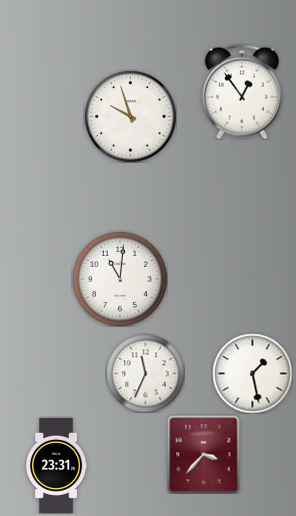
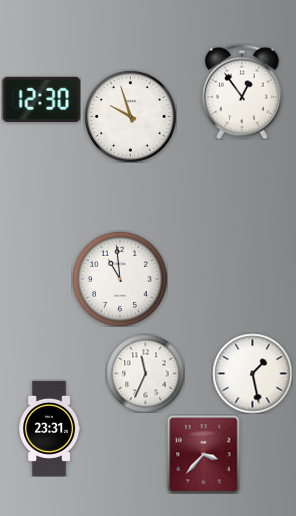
clock at (41, 99): none -> 12:30
clock at (120, 279): 11:01 -> 10:59
clock at (57, 465) position: (57, 465) -> (50, 428)
